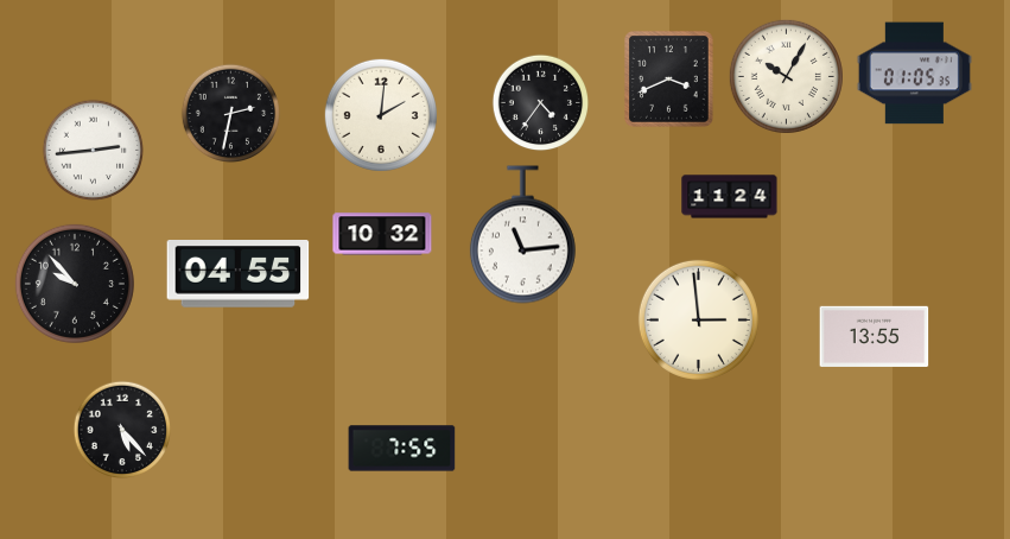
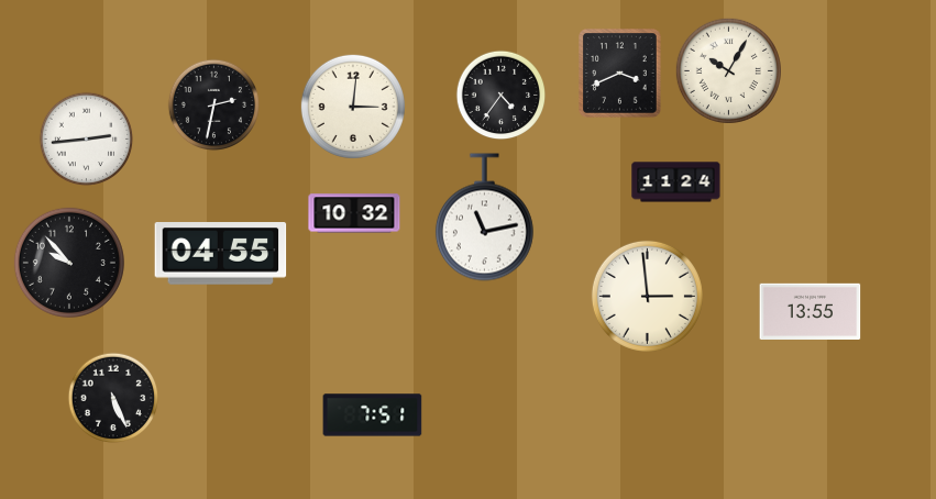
clock at (914, 74): 01:05 -> none
clock at (381, 115): 2:01 -> 3:01
clock at (382, 234) position: (382, 234) -> (354, 213)
clock at (522, 235): 11:14 -> 11:13
clock at (122, 430): 5:23 -> 5:26
clock at (402, 449): 7:55 -> 7:51
